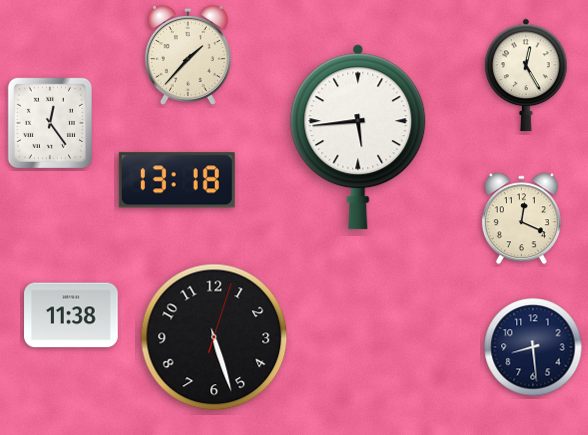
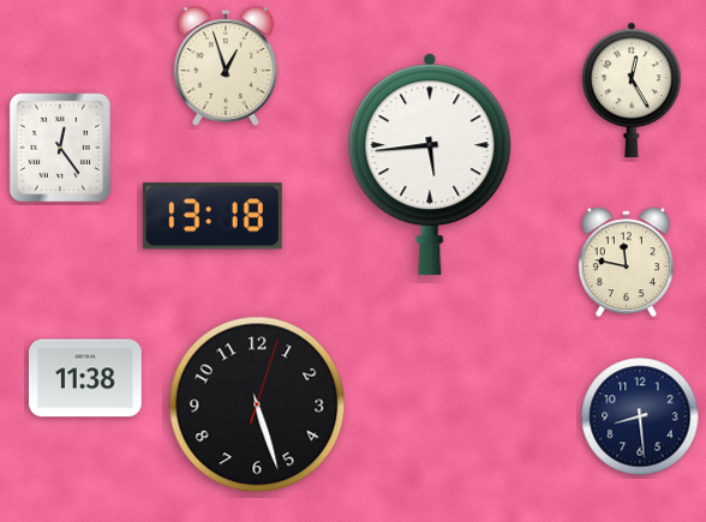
clock at (188, 55): 1:37 -> 12:57
clock at (521, 219): 12:19 -> 11:47
